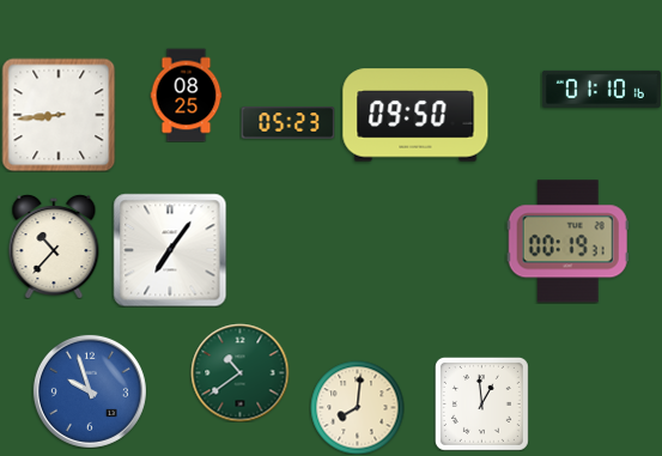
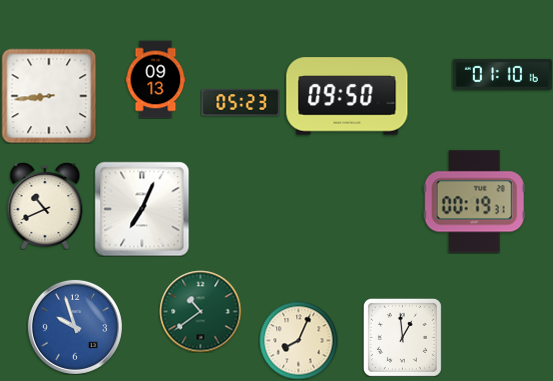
clock at (187, 95): 08:25 -> 09:13
clock at (54, 247): 10:37 -> 10:41
clock at (170, 250): 7:06 -> 7:04
clock at (357, 407): 8:01 -> 8:04
